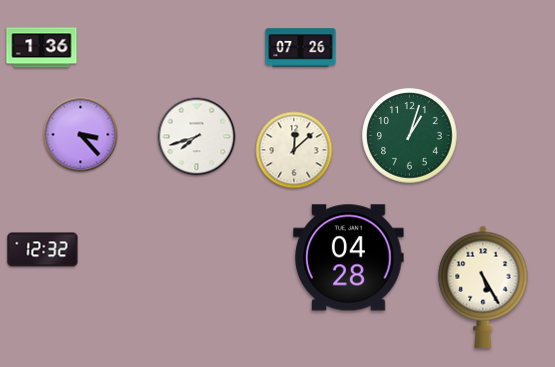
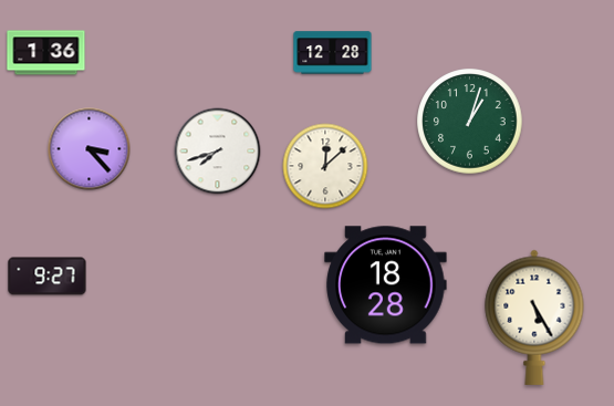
clock at (301, 48): 07:26 -> 12:28
clock at (410, 136) position: (410, 136) -> (470, 122)
clock at (43, 250): 12:32 -> 9:27
clock at (349, 258): 04:28 -> 18:28
